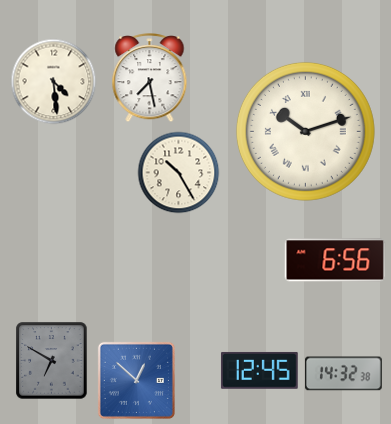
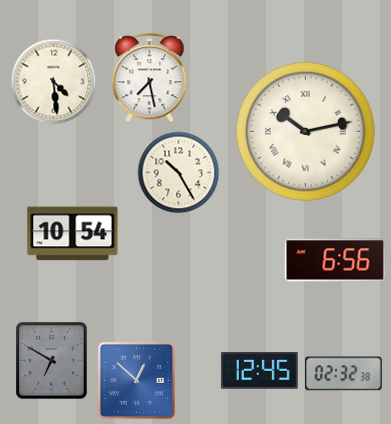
clock at (305, 131): 10:12 -> 10:13
clock at (73, 234): none -> 10:54
clock at (344, 374): 14:32 -> 02:32
